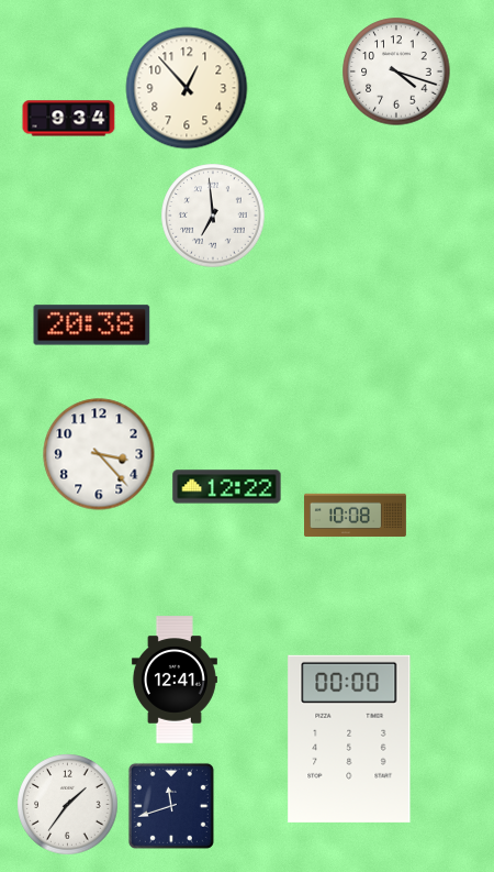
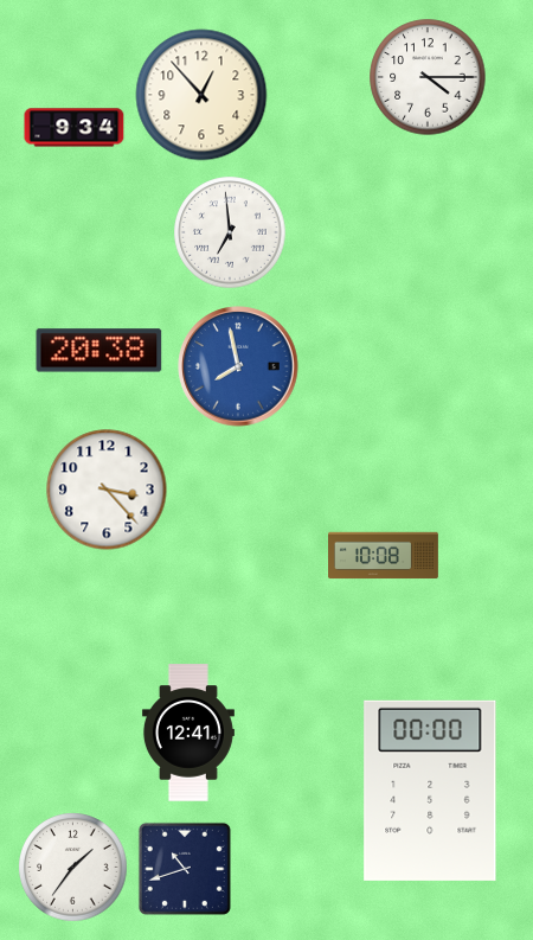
clock at (396, 71): 4:18 -> 4:15
clock at (238, 366): none -> 7:58
clock at (227, 487): 12:22 -> none
clock at (349, 739) position: (349, 739) -> (430, 791)
clock at (171, 806): 11:42 -> 10:42
